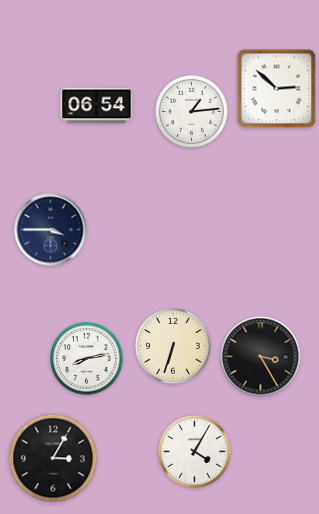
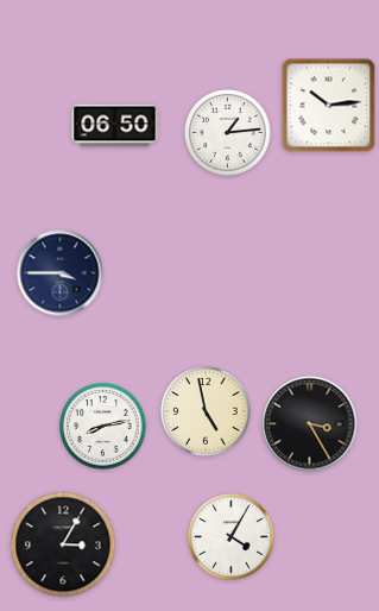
clock at (277, 89): 2:52 -> 10:14
clock at (97, 106): 06:54 -> 06:50
clock at (173, 346): 6:33 -> 4:58
